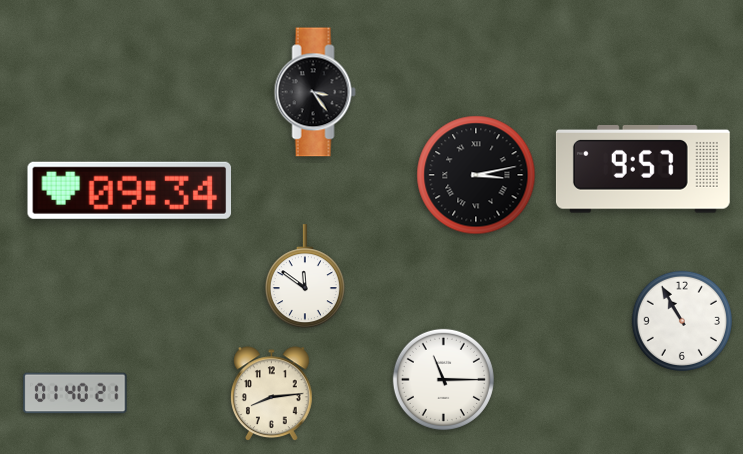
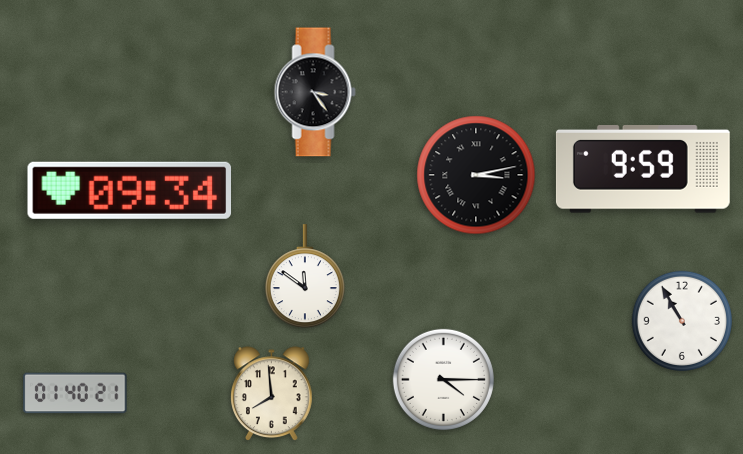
clock at (643, 170): 9:57 -> 9:59
clock at (443, 379): 11:15 -> 4:15
clock at (272, 393): 8:14 -> 7:59
